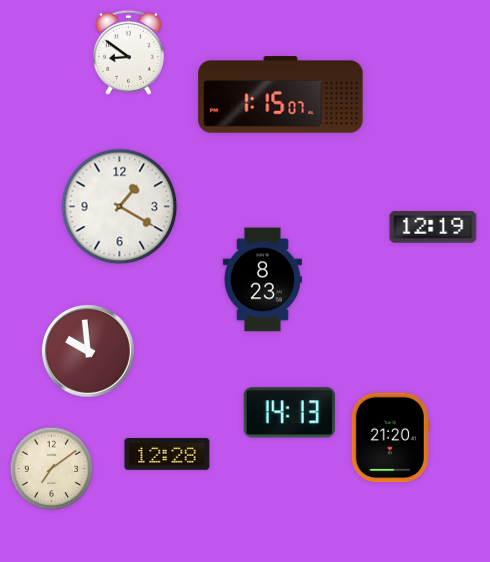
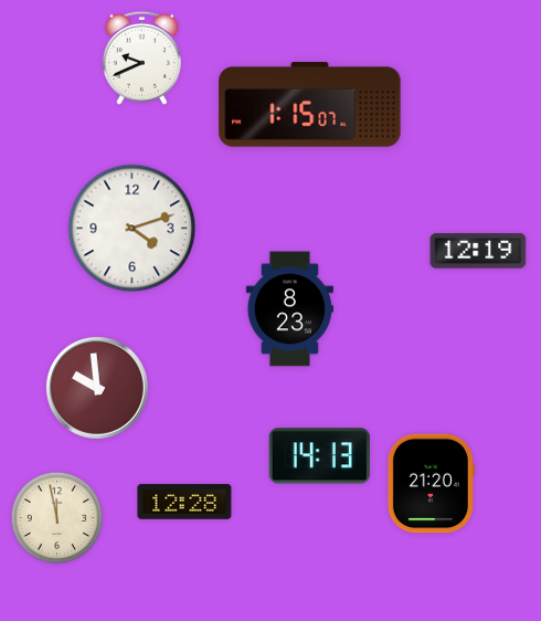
clock at (128, 52): 8:51 -> 9:41
clock at (120, 207): 1:20 -> 4:12
clock at (52, 469): 7:09 -> 11:58
